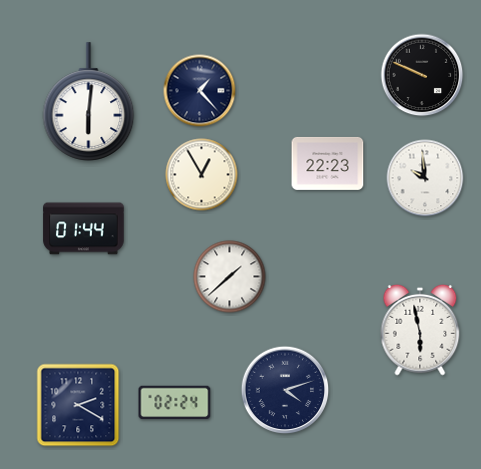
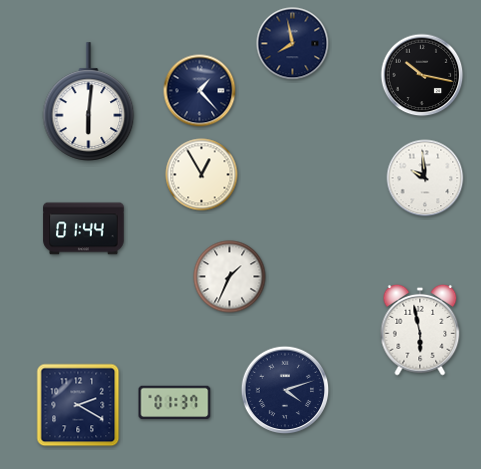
clock at (293, 44): none -> 7:58
clock at (422, 75): 9:49 -> 10:17
clock at (328, 163): 22:23 -> none
clock at (230, 277): 1:38 -> 1:34
clock at (175, 403): 02:24 -> 01:37
